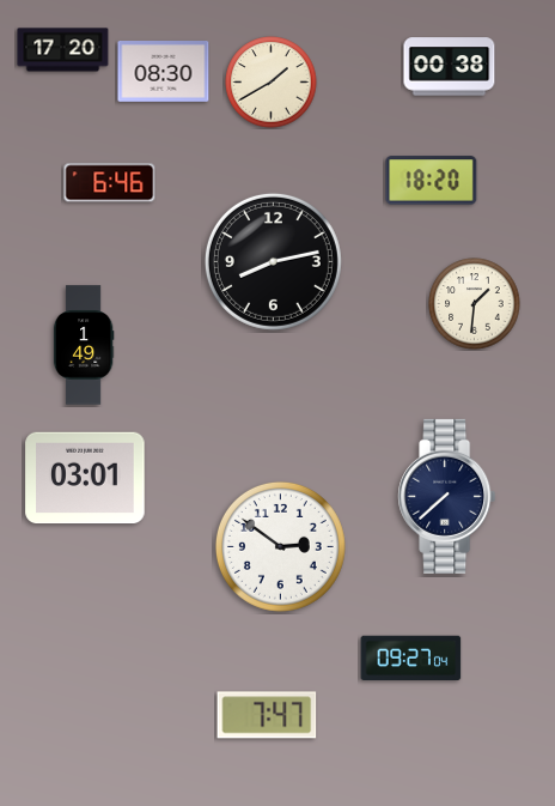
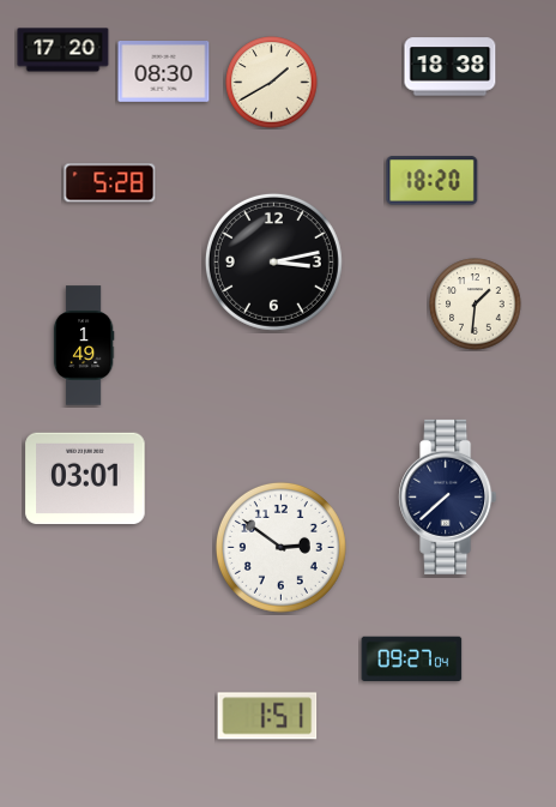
clock at (450, 67): 00:38 -> 18:38
clock at (110, 183): 6:46 -> 5:28
clock at (273, 261): 8:13 -> 3:13
clock at (267, 715): 7:47 -> 1:51
